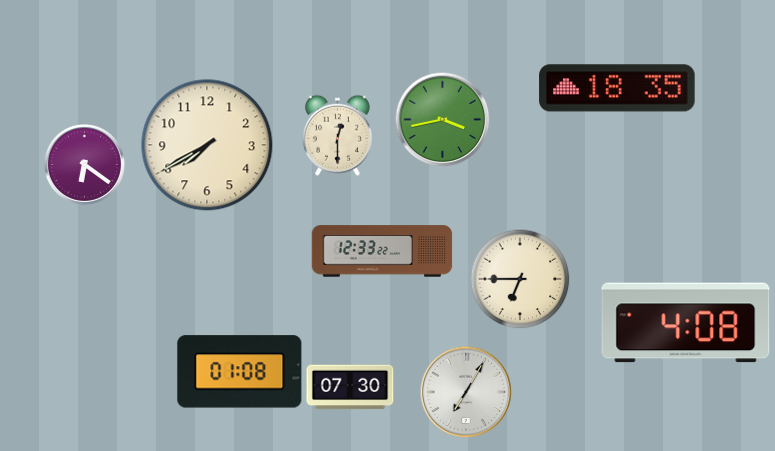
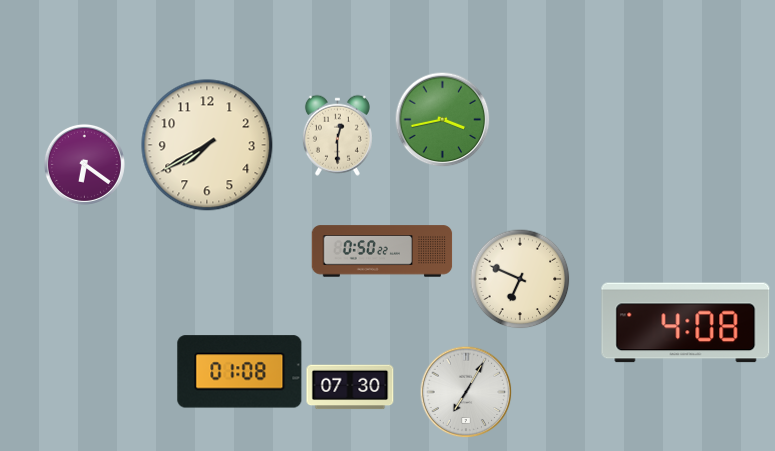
clock at (617, 88): 18:35 -> none
clock at (382, 251): 12:33 -> 0:50
clock at (520, 279): 6:45 -> 6:49
